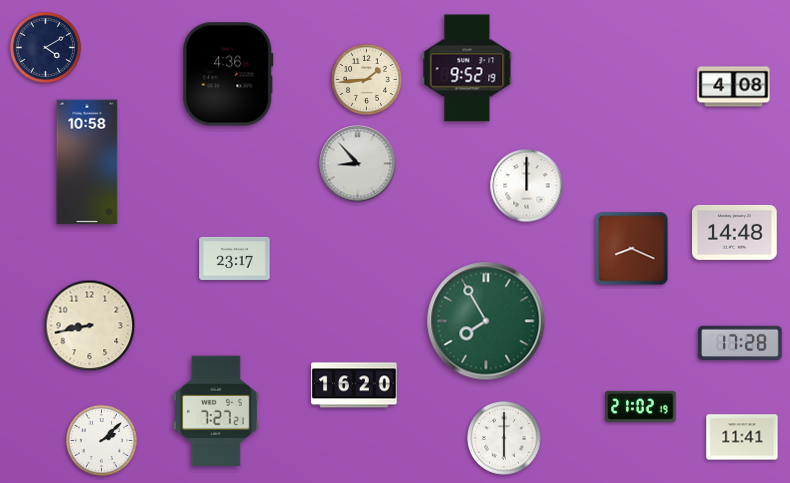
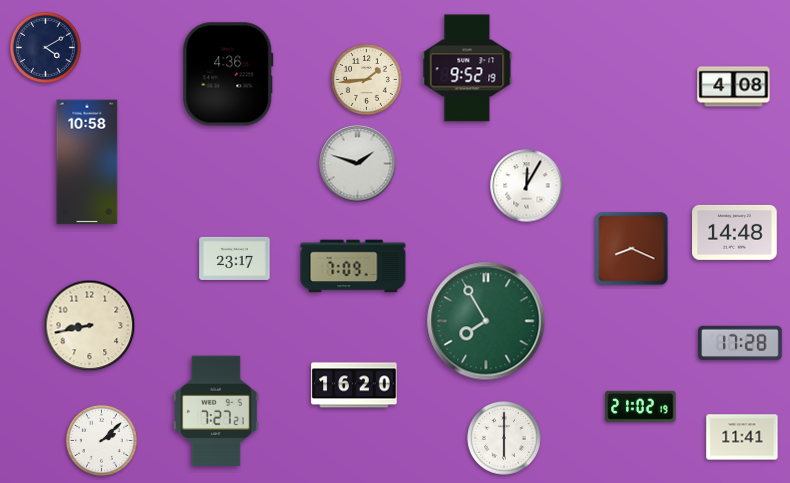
clock at (358, 164): 8:53 -> 1:48
clock at (527, 186): 12:00 -> 12:05
clock at (353, 266): none -> 7:09
